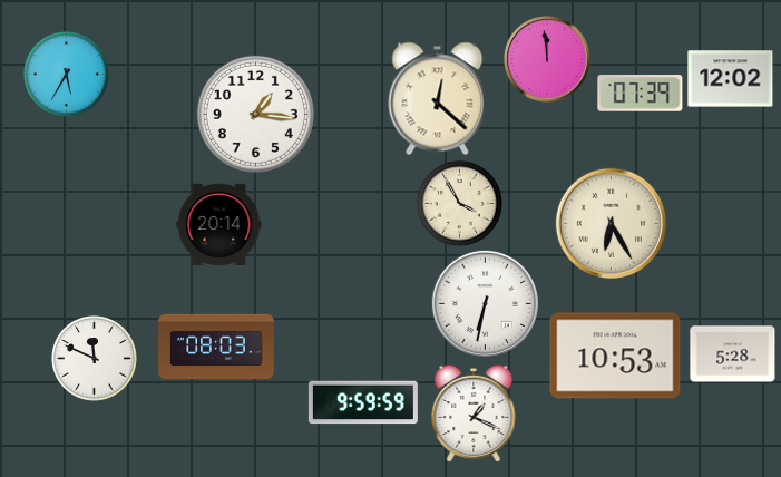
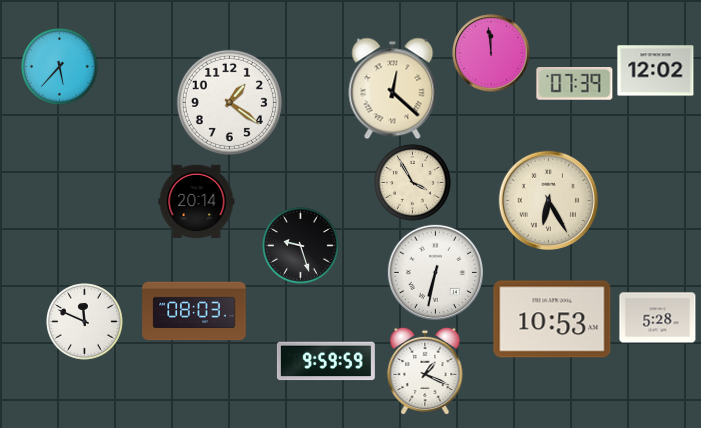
clock at (67, 75): 5:35 -> 5:37
clock at (255, 114): 1:16 -> 1:21
clock at (301, 246): none -> 9:27
